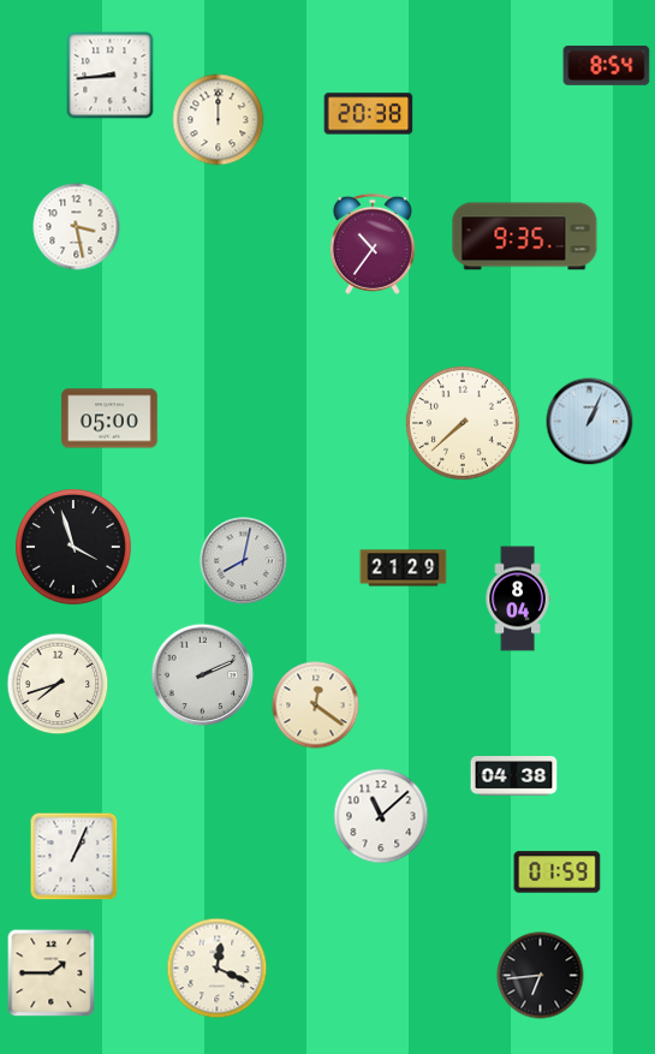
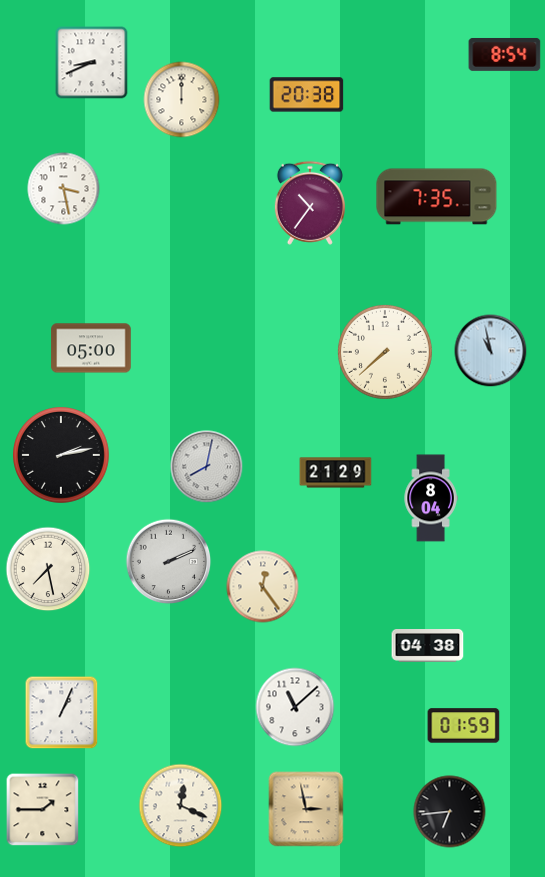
clock at (111, 76): 8:44 -> 8:41
clock at (525, 237): 9:35 -> 7:35
clock at (590, 422): 1:04 -> 10:58
clock at (75, 548): 3:57 -> 2:13
clock at (244, 561) position: (244, 561) -> (207, 467)
clock at (58, 684): 7:42 -> 7:28
clock at (316, 705): 12:21 -> 12:24
clock at (381, 816) position: (381, 816) -> (295, 707)
clock at (306, 809): none -> 2:58
